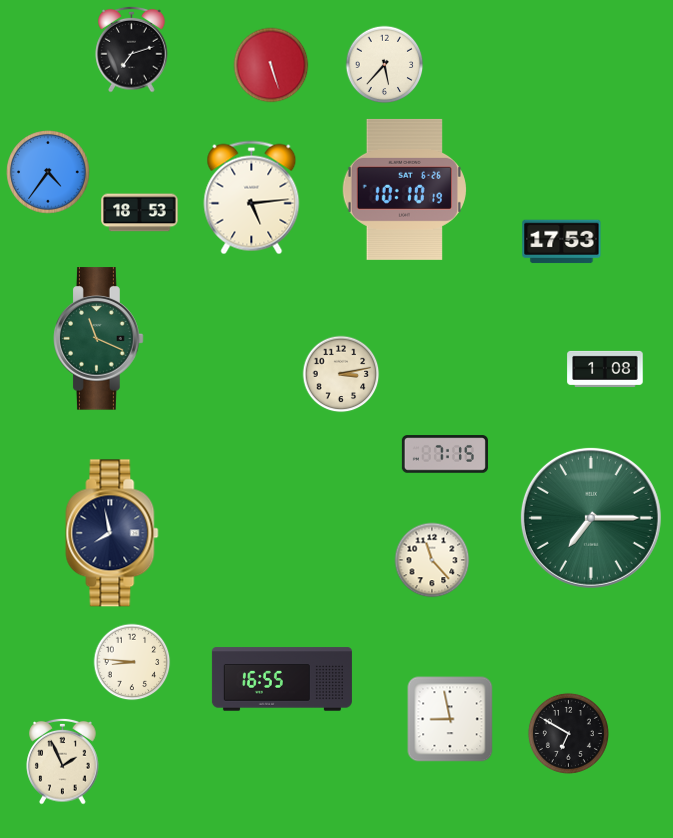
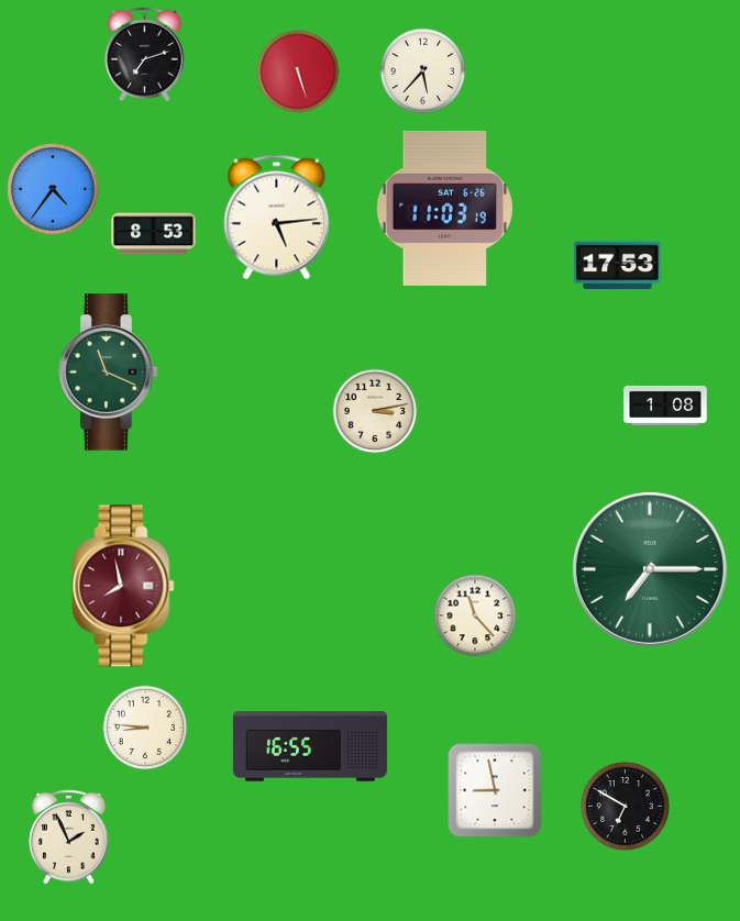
clock at (404, 189): 10:10 -> 11:03
clock at (140, 213): 18:53 -> 8:53
clock at (445, 454): 7:15 -> none
clock at (112, 533) dial: navy -> burgundy
